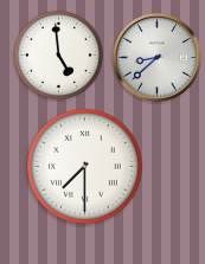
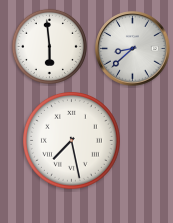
clock at (58, 54): 4:59 -> 5:59
clock at (85, 167): 7:30 -> 7:28
